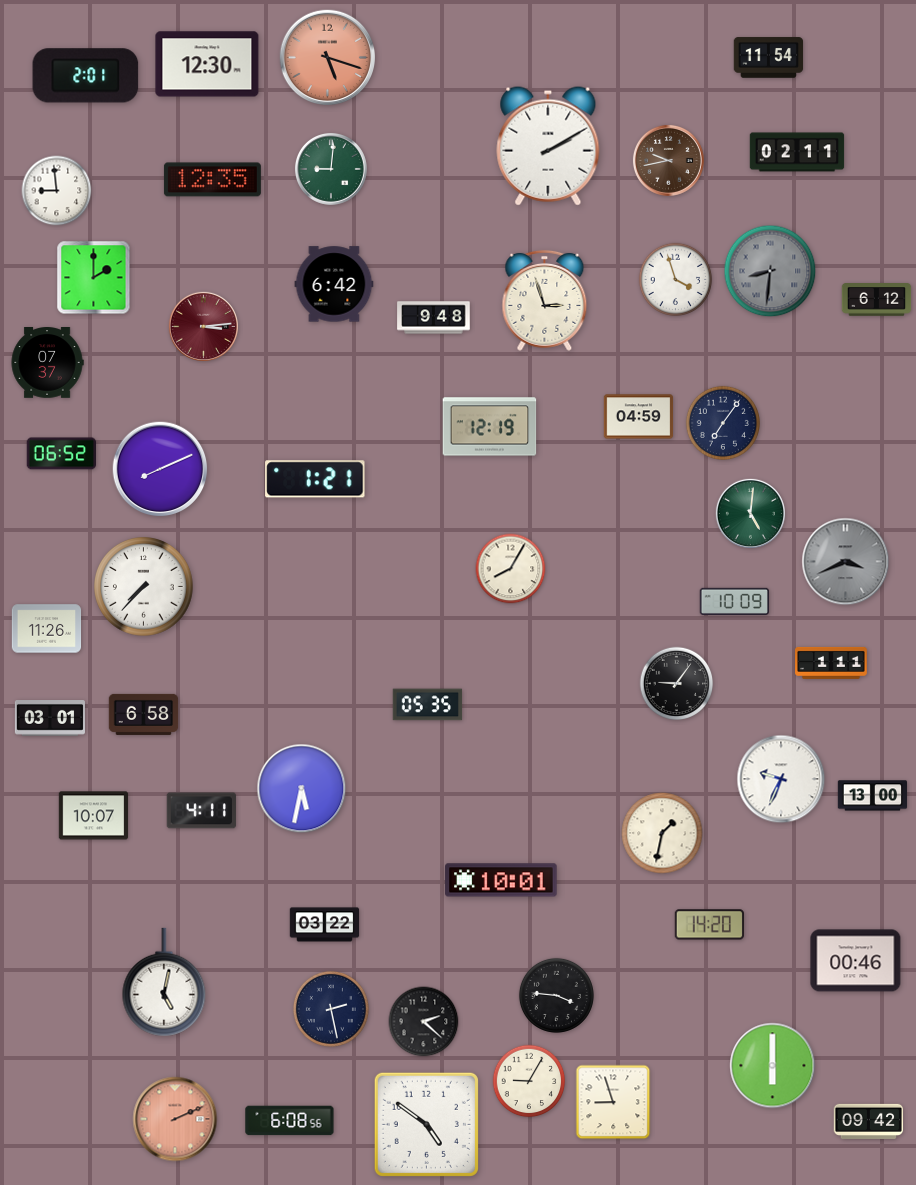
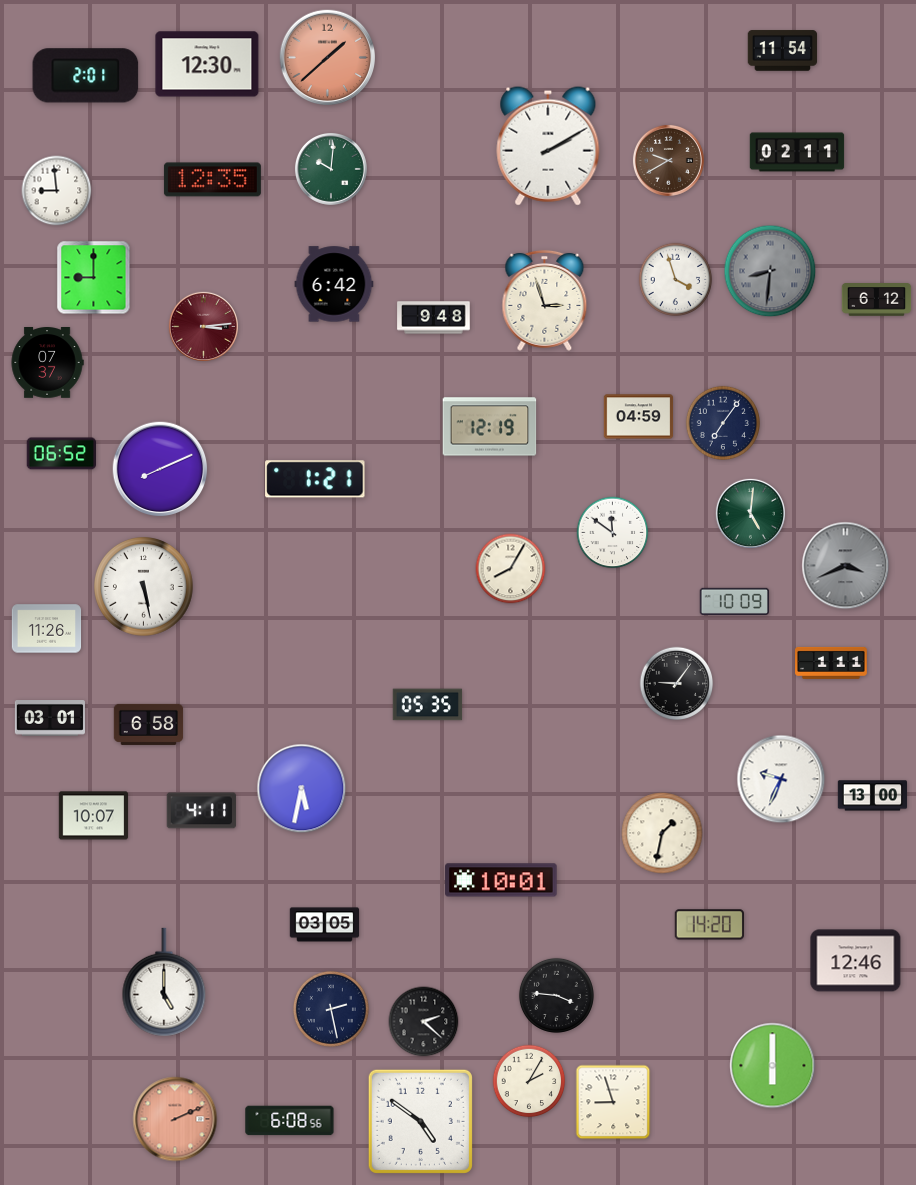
clock at (327, 57): 5:18 -> 1:38
clock at (769, 58) position: (769, 58) -> (783, 51)
clock at (668, 160): 9:43 -> 9:40
clock at (331, 169): 9:01 -> 10:01
clock at (94, 278): 2:00 -> 9:00
clock at (613, 533): none -> 11:51
clock at (846, 562) position: (846, 562) -> (846, 566)
clock at (144, 587): 7:37 -> 5:28
clock at (144, 714) position: (144, 714) -> (149, 724)
clock at (325, 925): 03:22 -> 03:05
clock at (856, 961): 00:46 -> 12:46
clock at (164, 982): 5:02 -> 5:00
clock at (529, 1081): 9:05 -> 2:05
clock at (869, 1121): 09:42 -> none
clock at (426, 1124) position: (426, 1124) -> (420, 1121)
